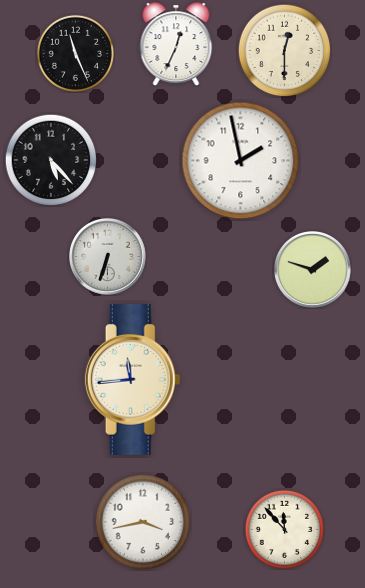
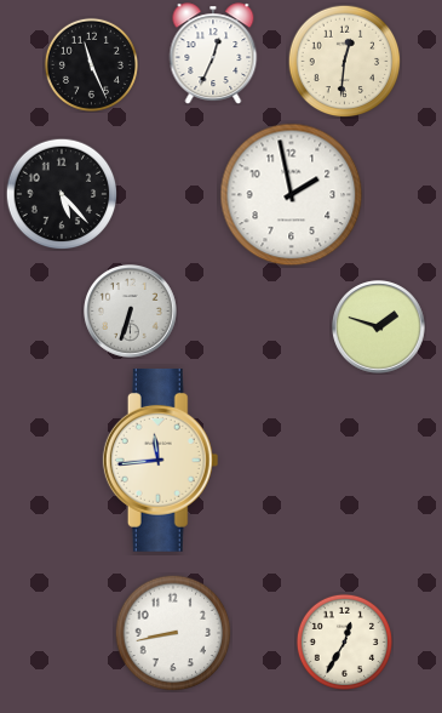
clock at (284, 50): 12:30 -> 12:31
clock at (143, 522): 3:43 -> 8:43
clock at (284, 529): 11:53 -> 12:35
